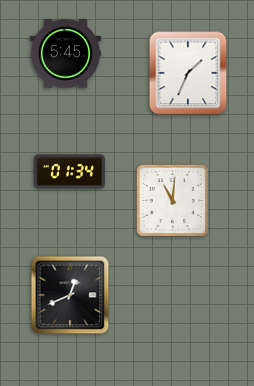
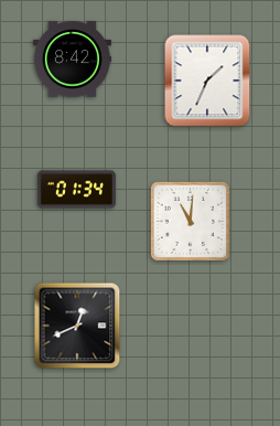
clock at (65, 54): 5:45 -> 8:42
